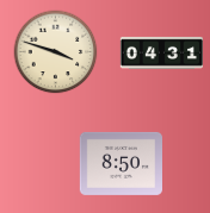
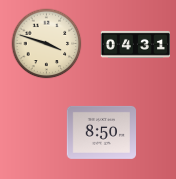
clock at (121, 163) position: (121, 163) -> (101, 132)
